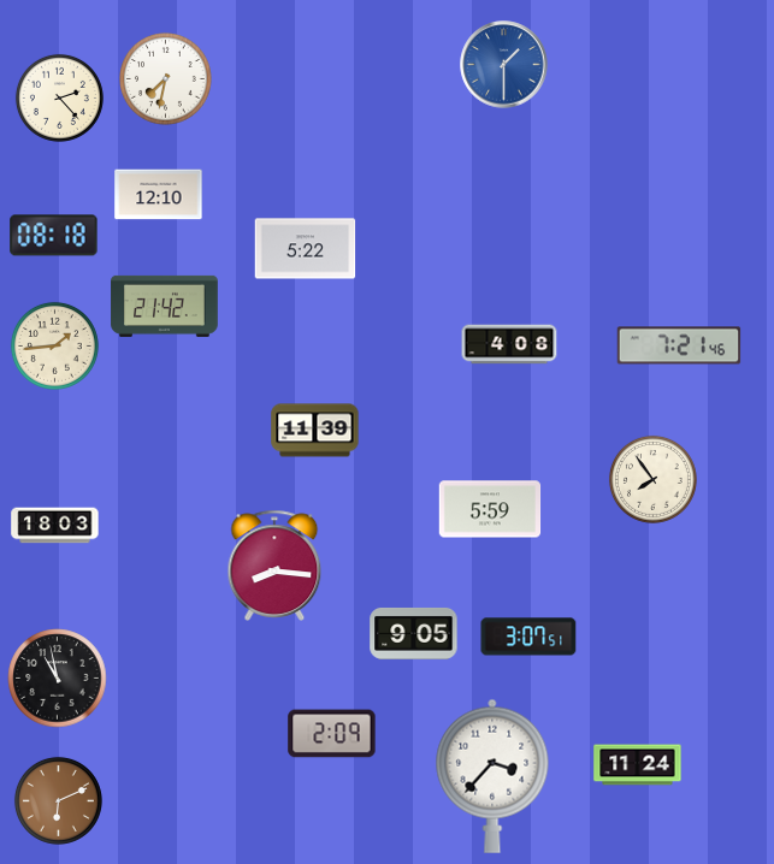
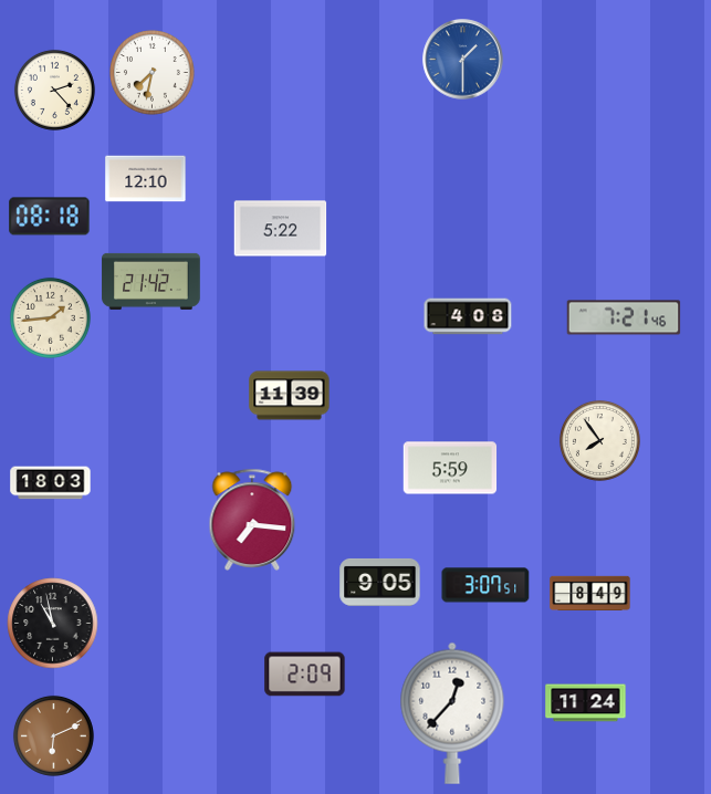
clock at (274, 566): 8:16 -> 7:16
clock at (590, 593): none -> 8:49
clock at (492, 776): 3:37 -> 12:37
